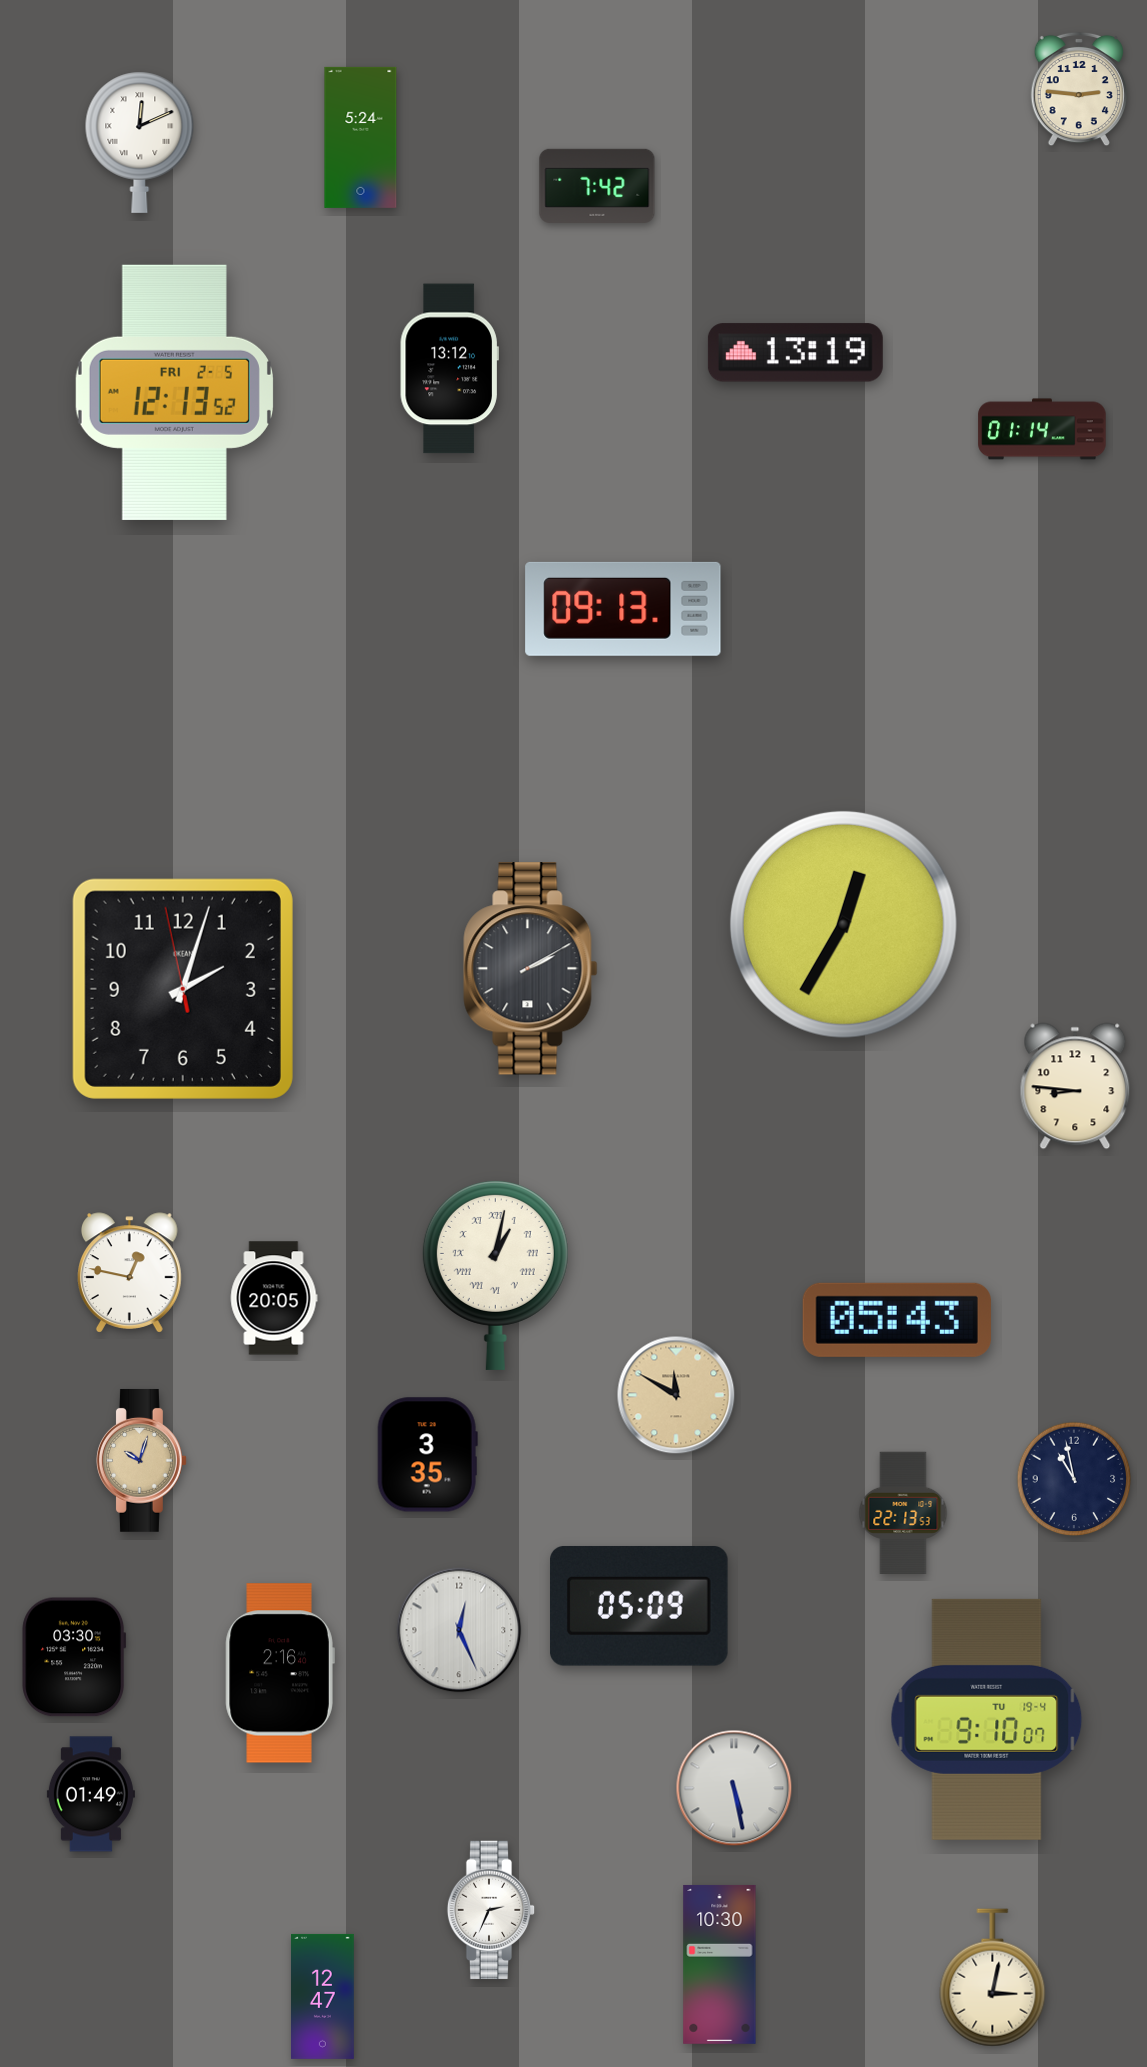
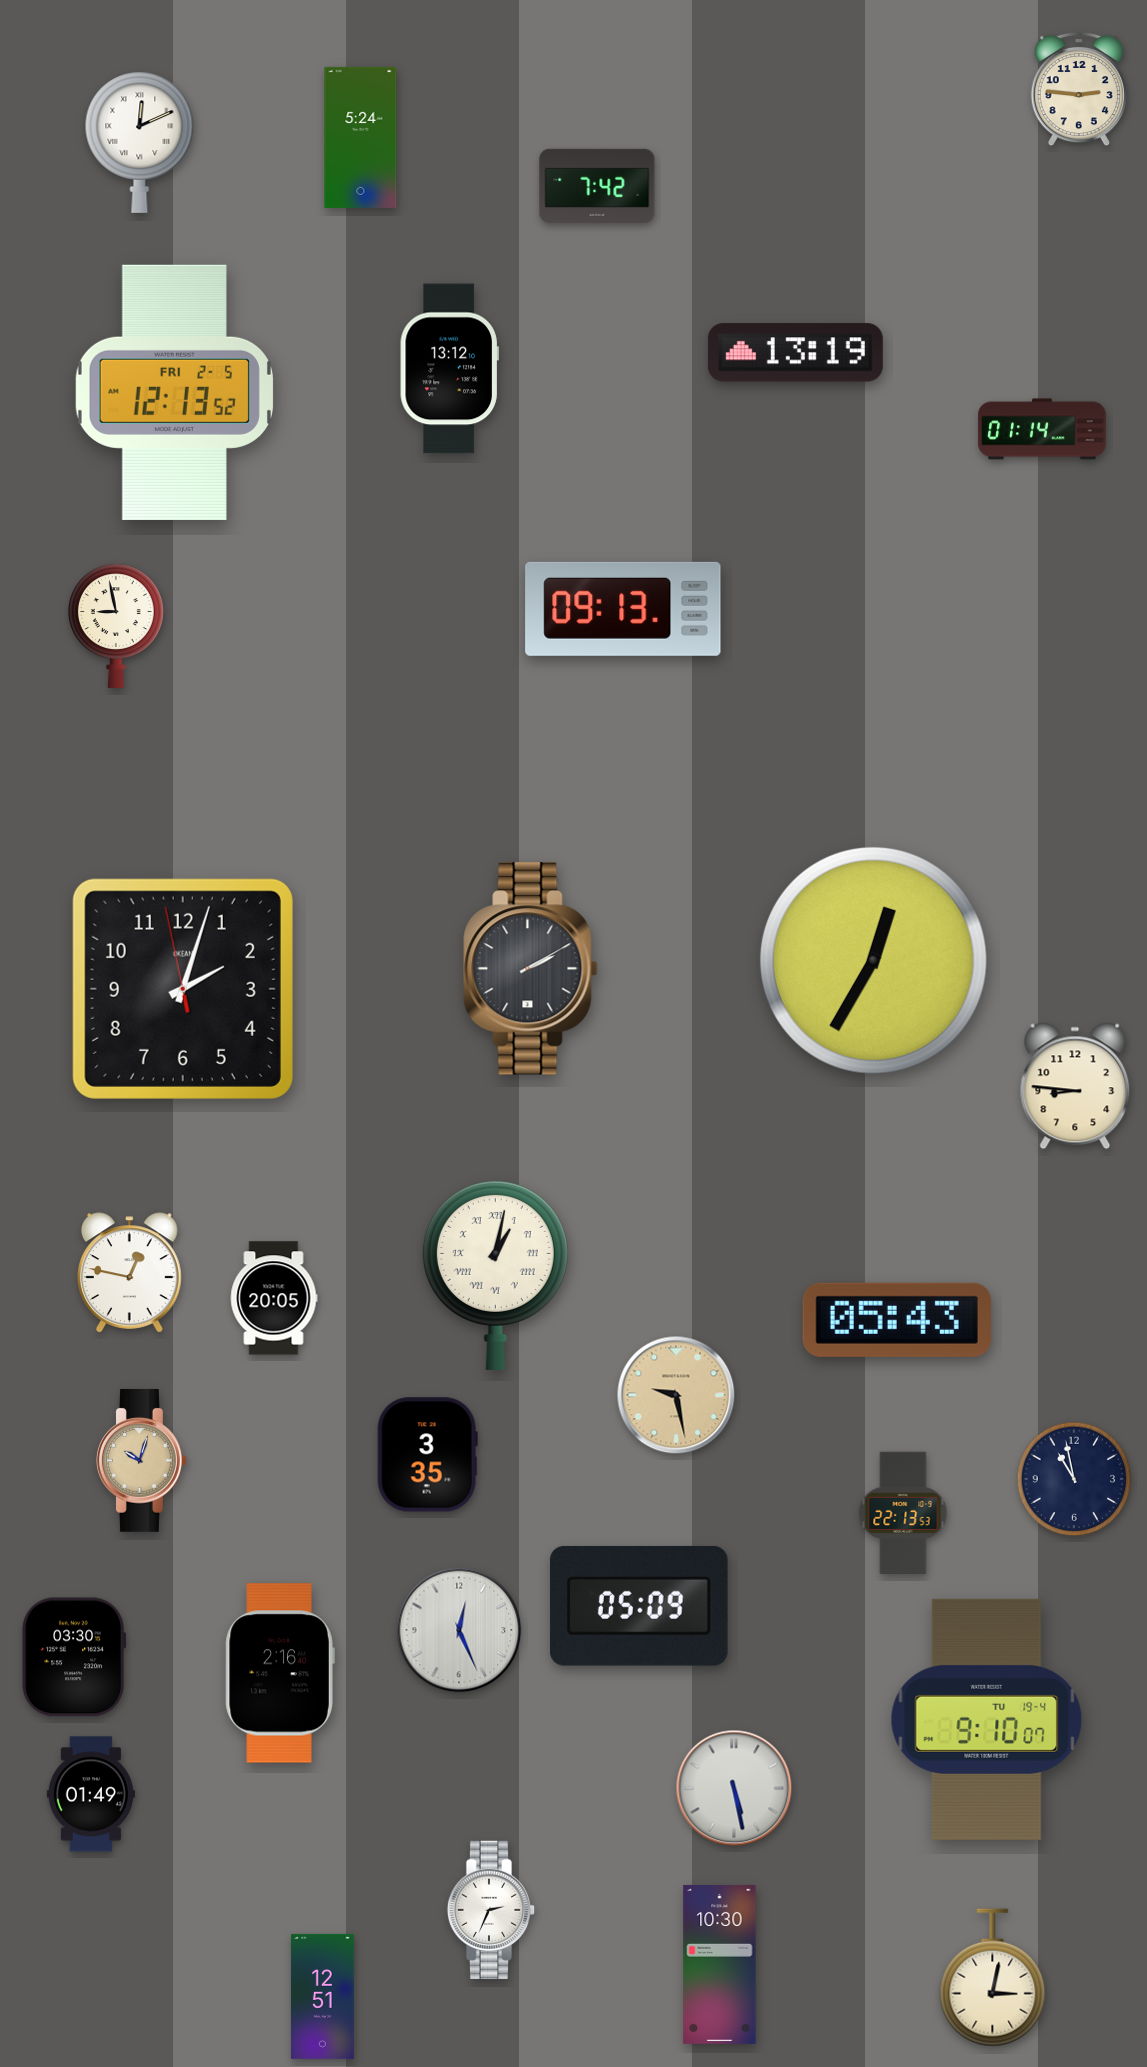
clock at (116, 626): none -> 8:58
clock at (843, 924) position: (843, 924) -> (873, 960)
clock at (676, 1395): 11:50 -> 9:28
clock at (323, 1996): 12:47 -> 12:51
